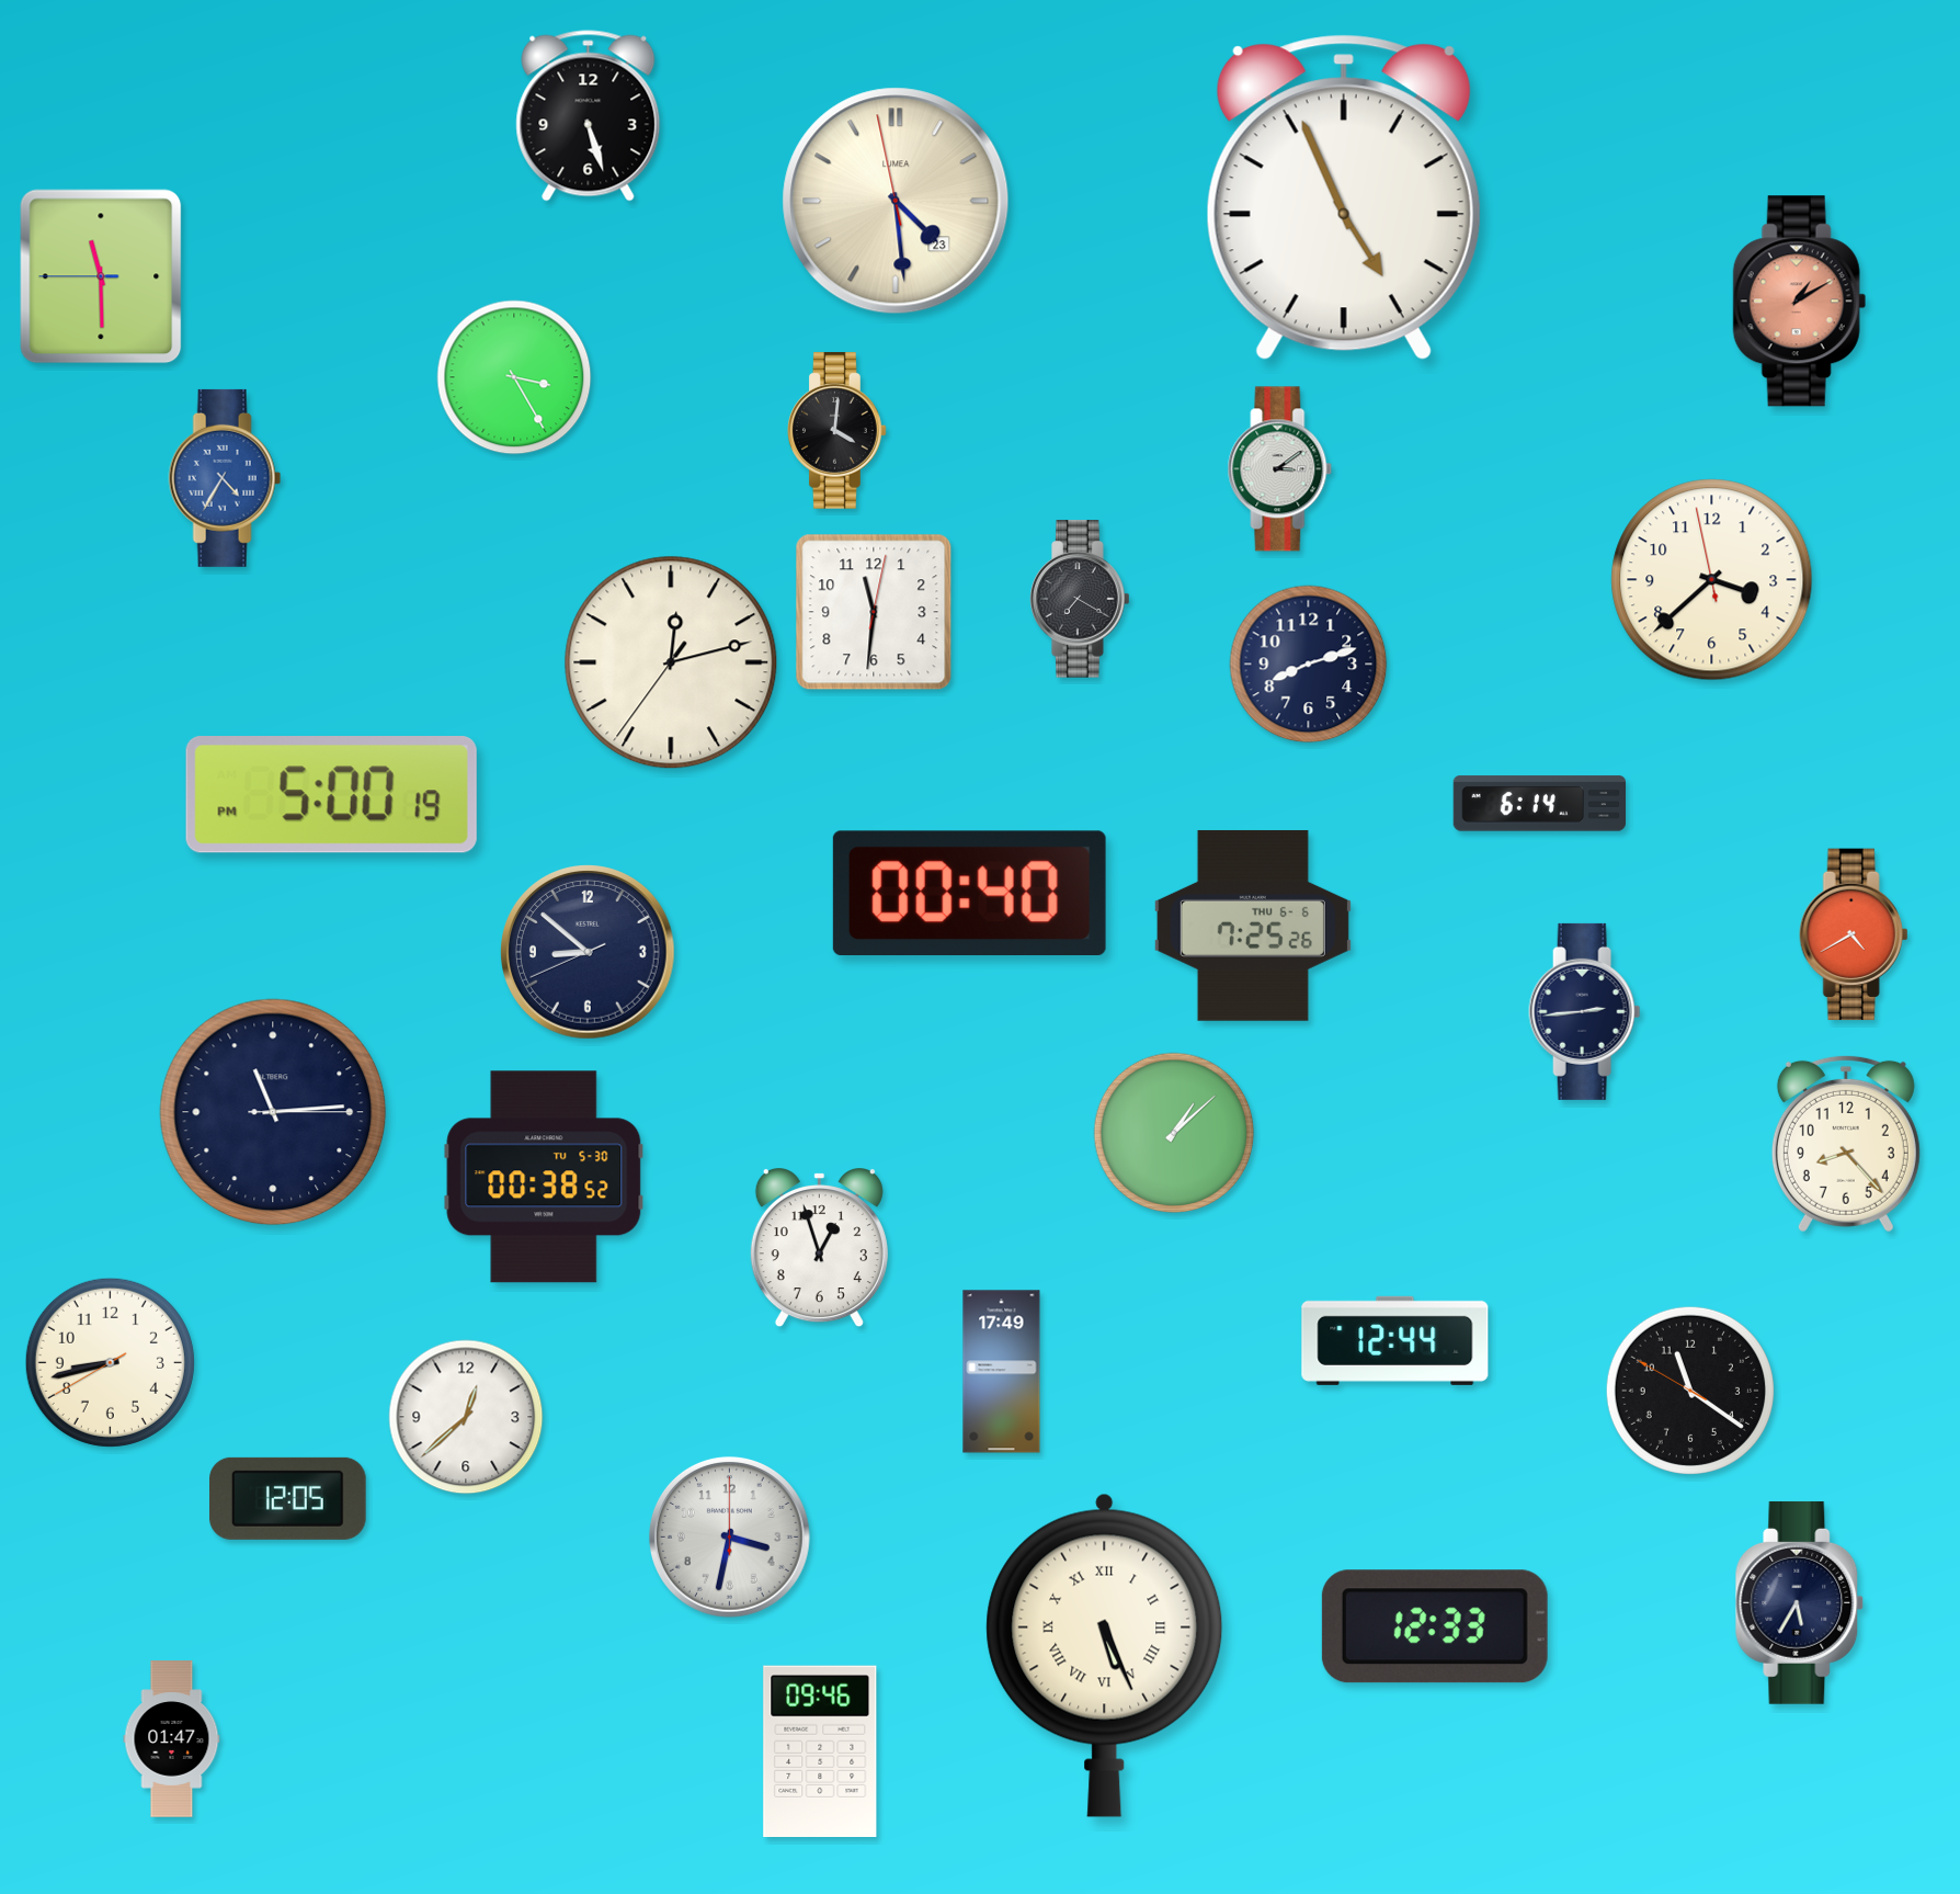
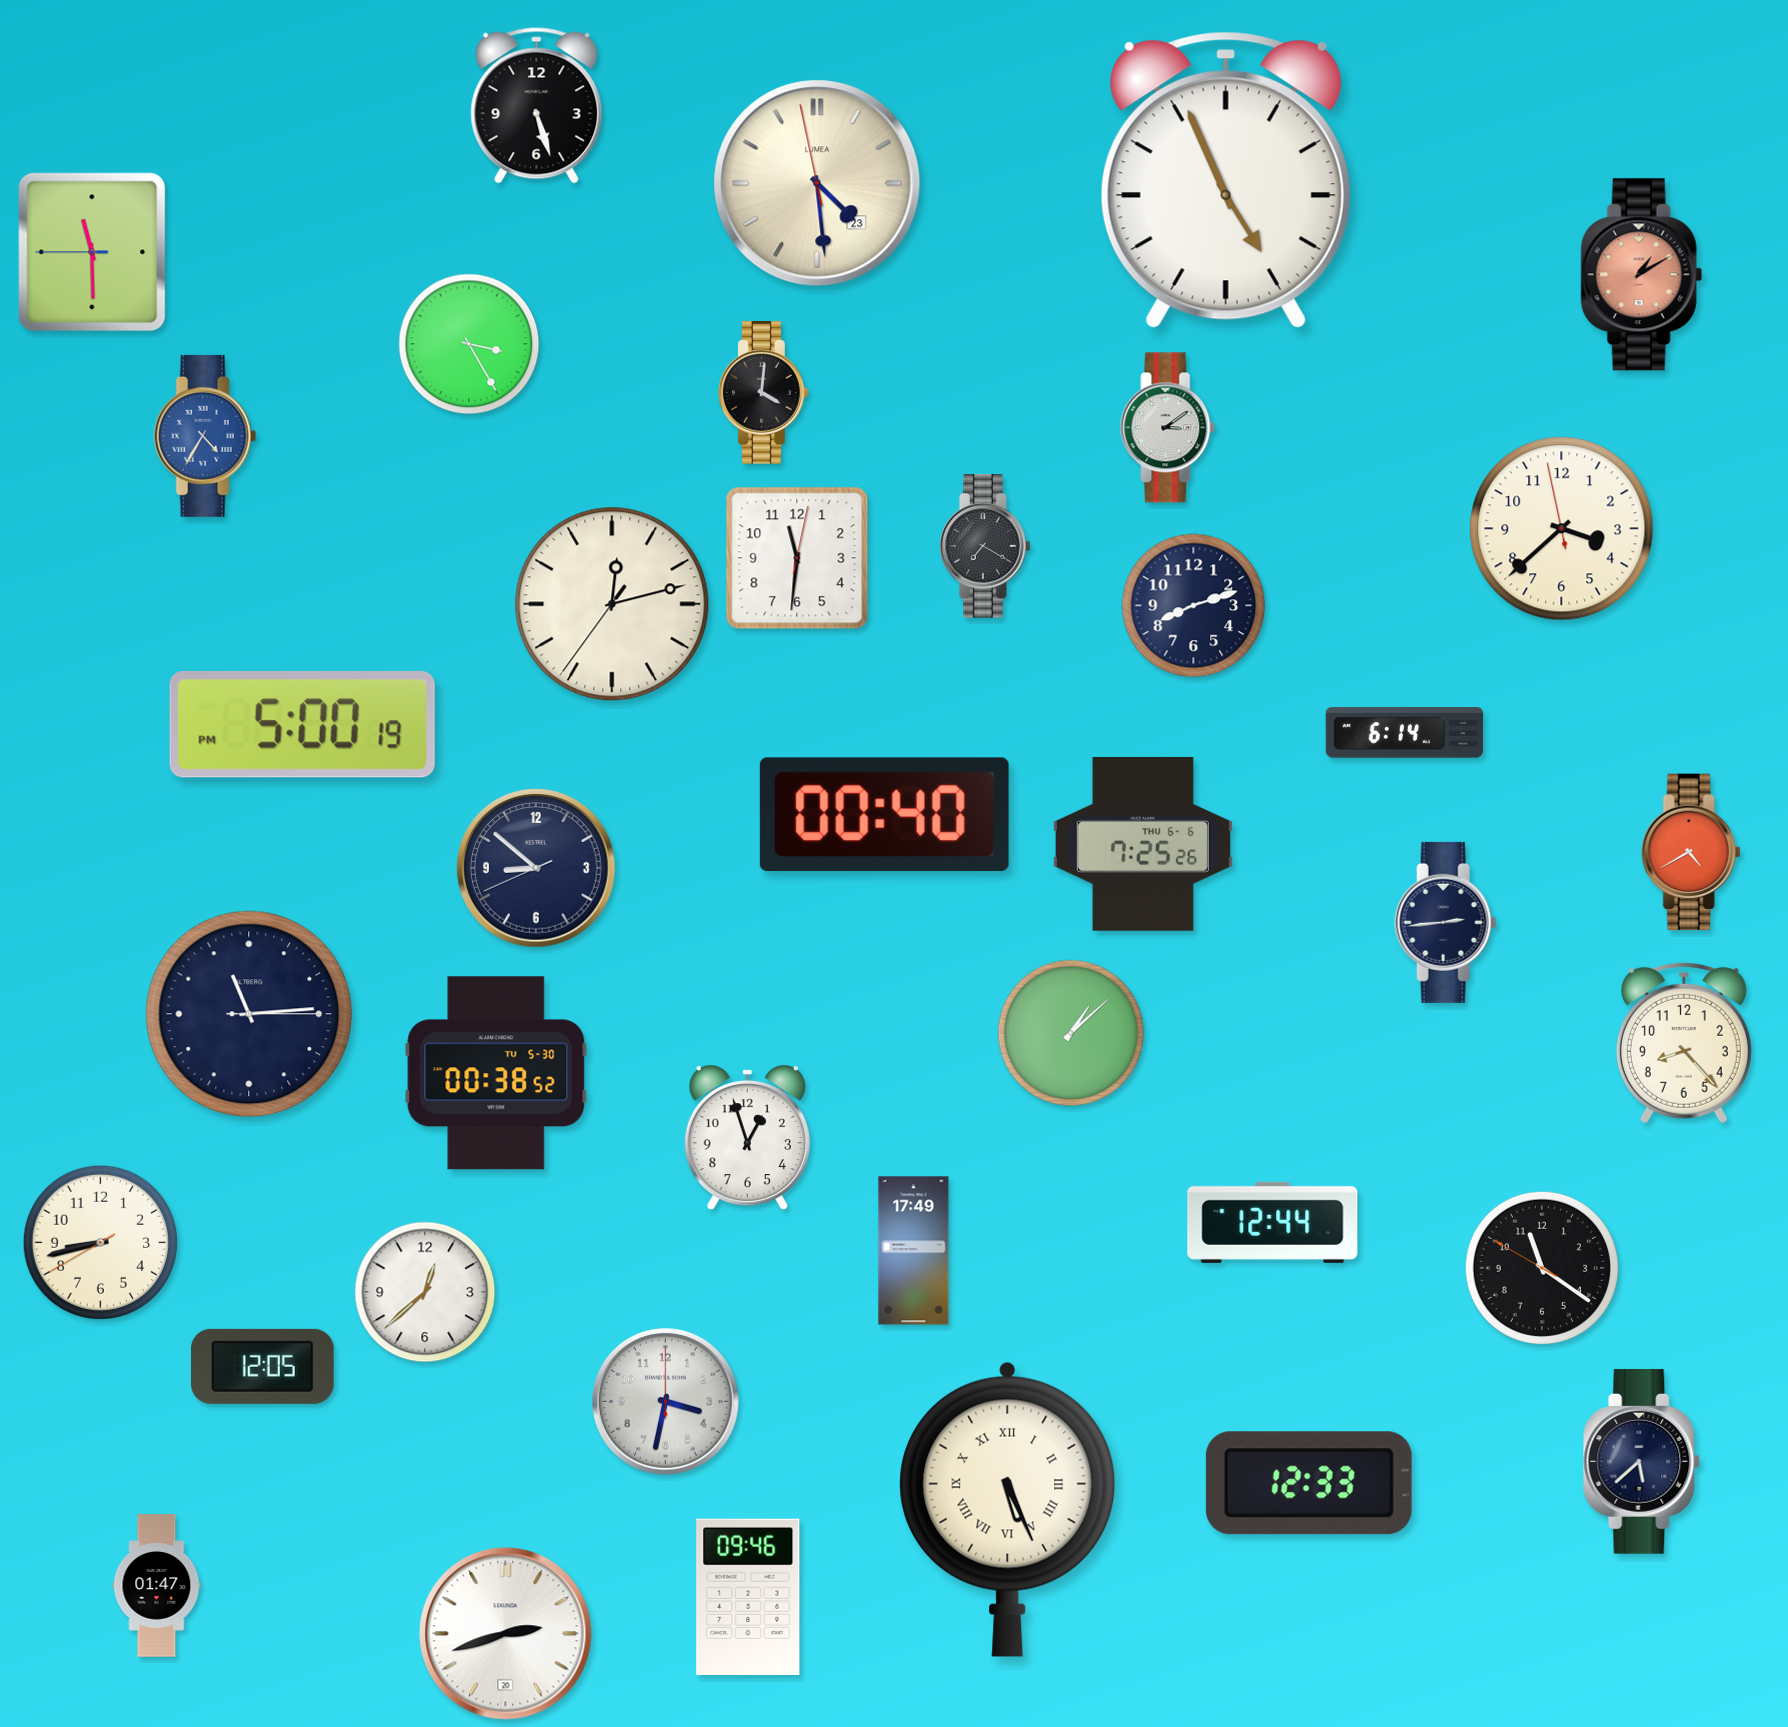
clock at (1800, 1602): 5:35 -> 5:38
clock at (506, 1634): none -> 2:42
